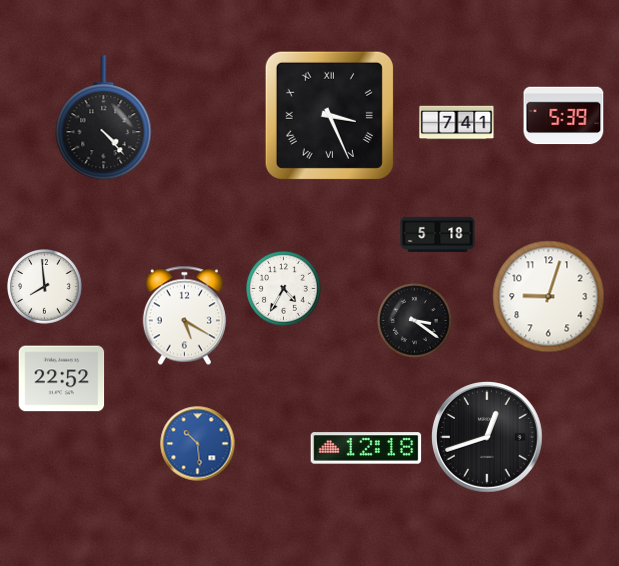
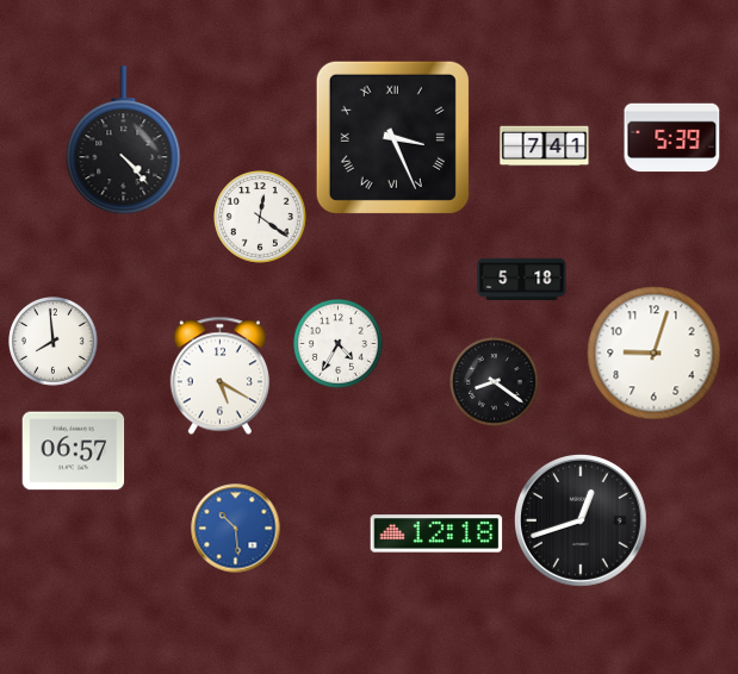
clock at (260, 217): none -> 12:21
clock at (415, 321): 3:21 -> 8:21
clock at (62, 379): 22:52 -> 06:57
